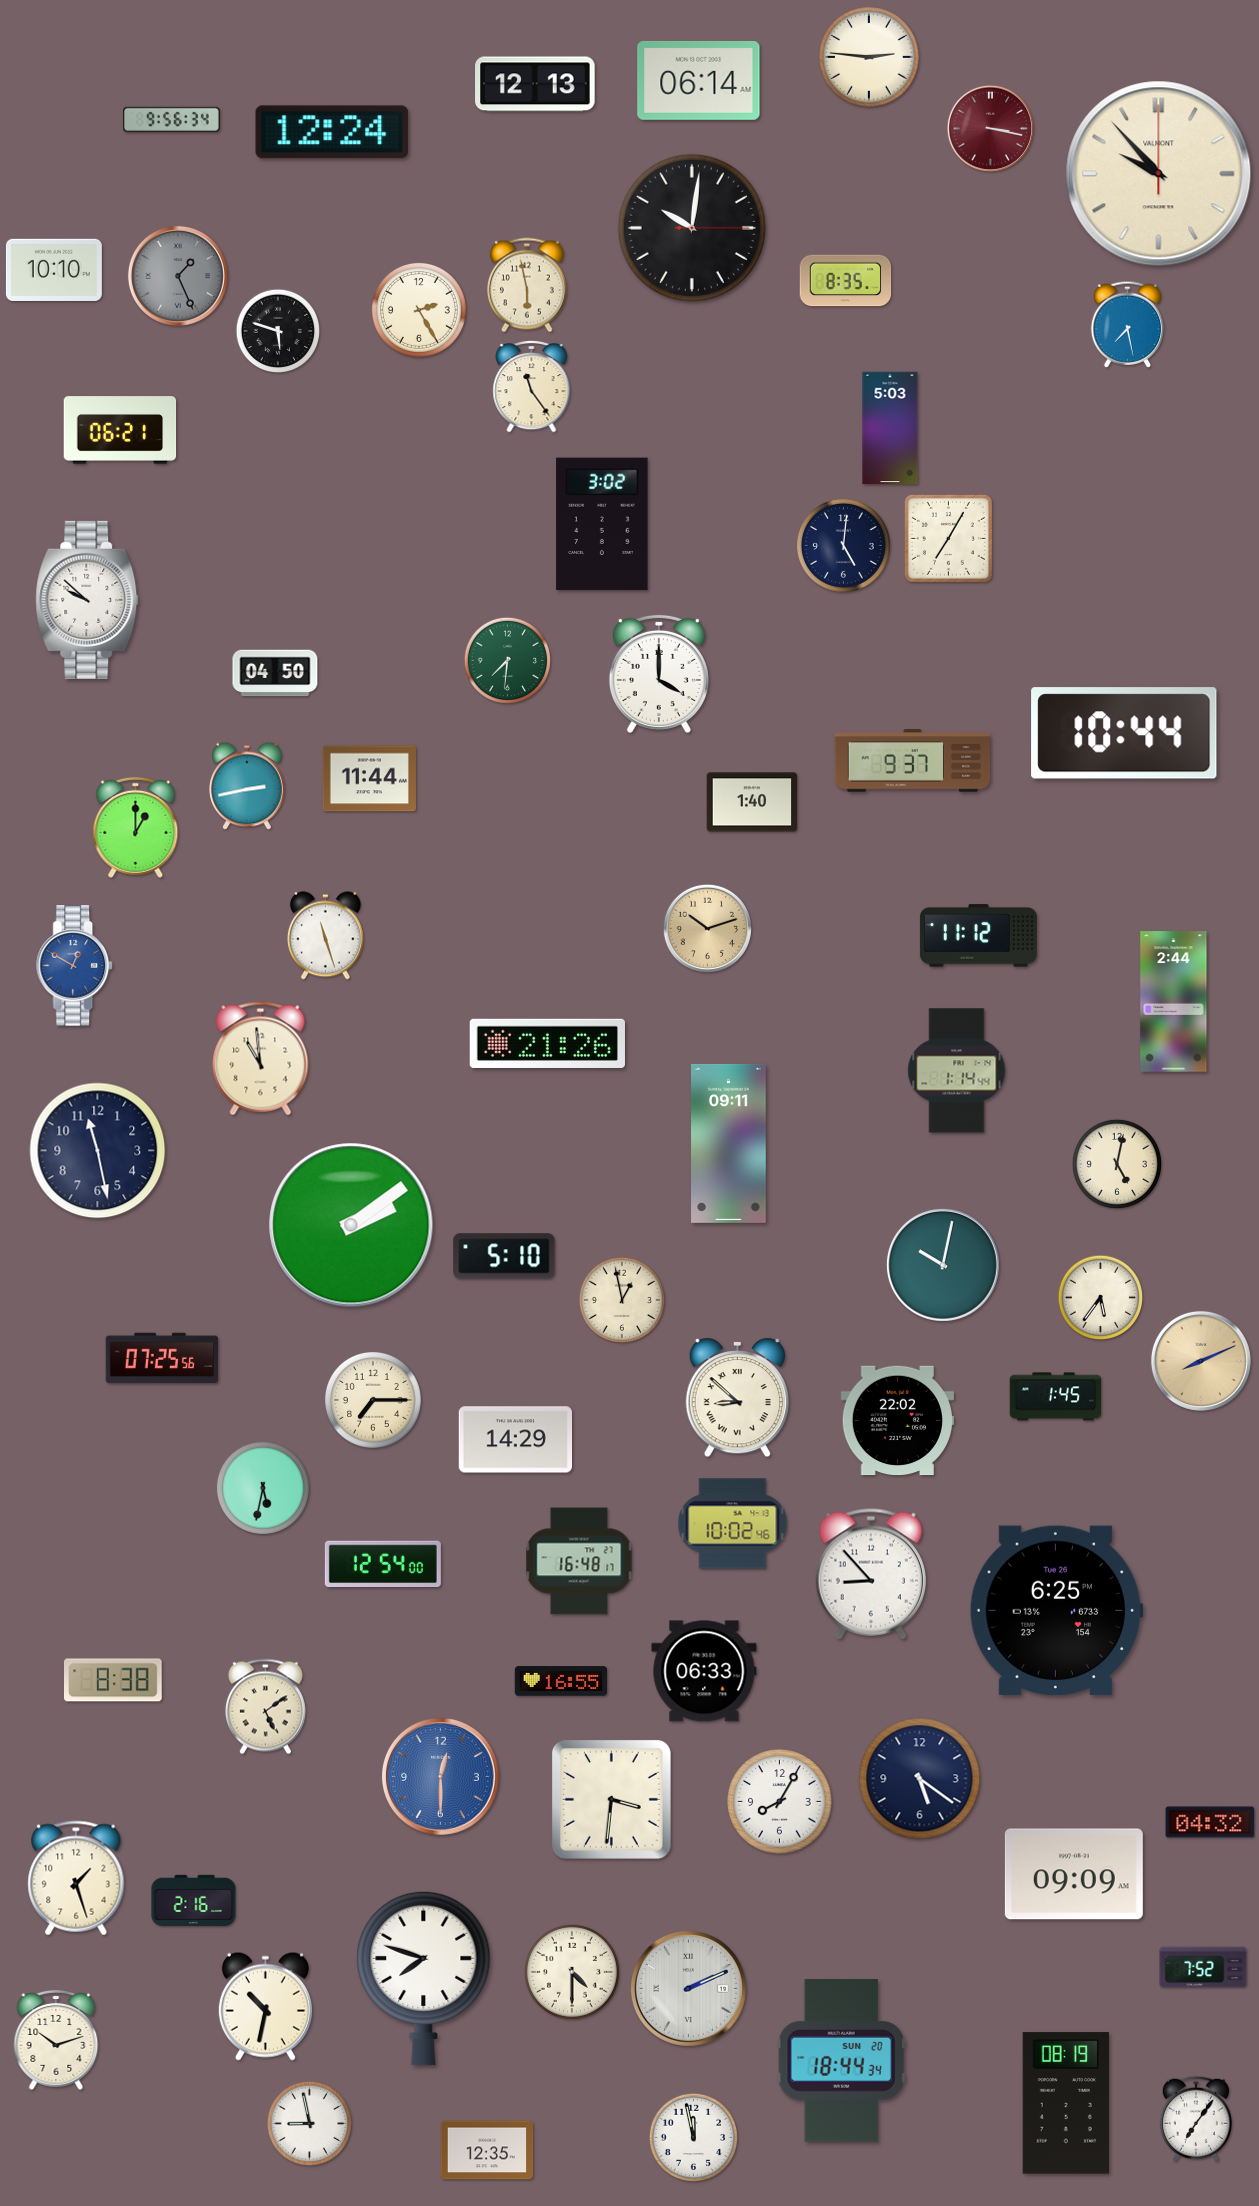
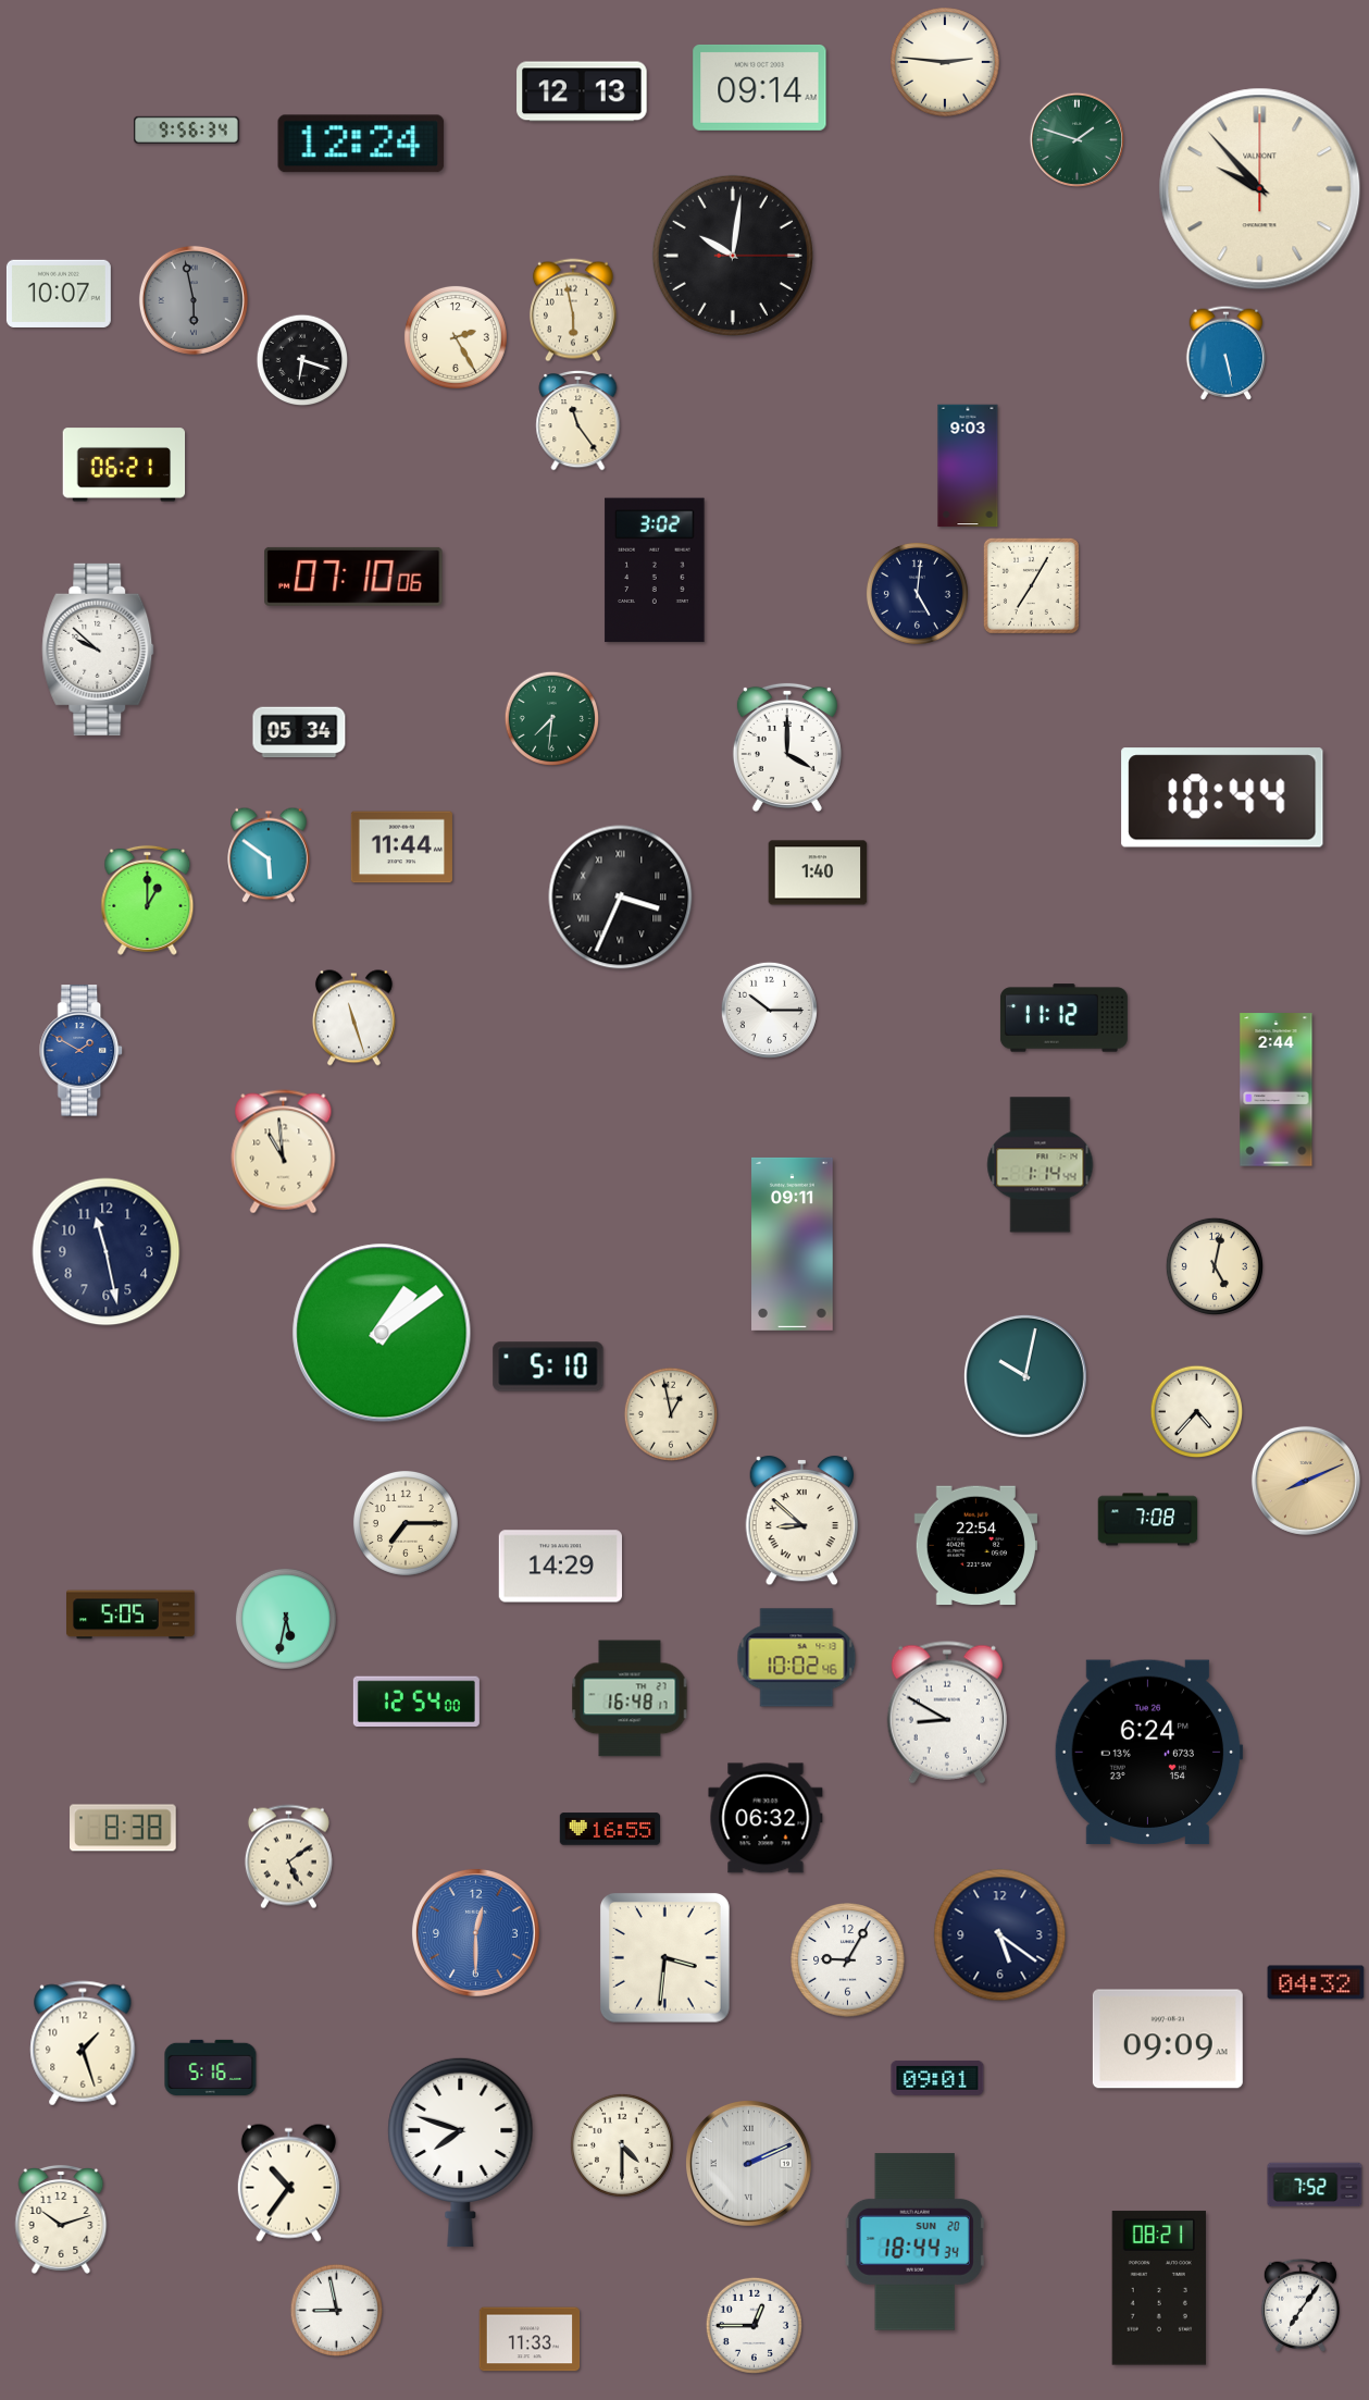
clock at (699, 80): 06:14 -> 09:14
clock at (990, 128): 3:17 -> 1:48
clock at (990, 128) dial: burgundy -> green
clock at (692, 228) position: (692, 228) -> (733, 256)
clock at (54, 270): 10:10 -> 10:07
clock at (178, 276): 1:26 -> 5:58
clock at (846, 281): 8:35 -> none
clock at (1127, 324): 7:28 -> 5:28
clock at (278, 331): 5:48 -> 6:18
clock at (890, 428): 5:03 -> 9:03
clock at (120, 430) position: (120, 430) -> (124, 465)
clock at (353, 577): none -> 07:10
clock at (87, 600) position: (87, 600) -> (98, 650)
clock at (275, 673): 04:50 -> 05:34
clock at (659, 674) position: (659, 674) -> (787, 747)
clock at (913, 761): 9:37 -> none
clock at (247, 786): 2:43 -> 5:51
clock at (621, 898): none -> 3:34
clock at (707, 928): 10:12 -> 10:15
clock at (707, 928) dial: champagne -> white
clock at (75, 966): 12:50 -> 1:50
clock at (547, 1043): 21:26 -> none
clock at (351, 1225): 2:09 -> 1:09
clock at (1101, 1298): 5:36 -> 4:37
clock at (622, 1300) position: (622, 1300) -> (671, 1414)
clock at (162, 1358): 07:25 -> none
clock at (1056, 1397): 1:45 -> 7:08
clock at (897, 1421): 22:02 -> 22:54
clock at (132, 1615): none -> 5:05
clock at (871, 1574): 8:53 -> 8:50
clock at (1056, 1611): 6:25 -> 6:24
clock at (704, 1671): 06:33 -> 06:32
clock at (440, 1776) position: (440, 1776) -> (475, 1932)
clock at (780, 1802): 8:05 -> 9:05
clock at (194, 1900): 2:16 -> 5:16
clock at (937, 2078): none -> 09:01
clock at (1203, 1967) position: (1203, 1967) -> (1315, 2185)
clock at (265, 2006): 10:32 -> 10:36
clock at (1066, 2103): 08:19 -> 08:21
clock at (693, 2137): 11:58 -> 12:45
clock at (487, 2150): 12:35 -> 11:33
